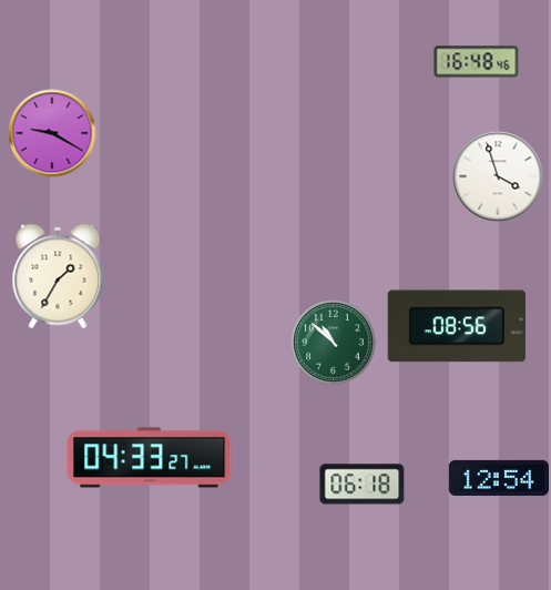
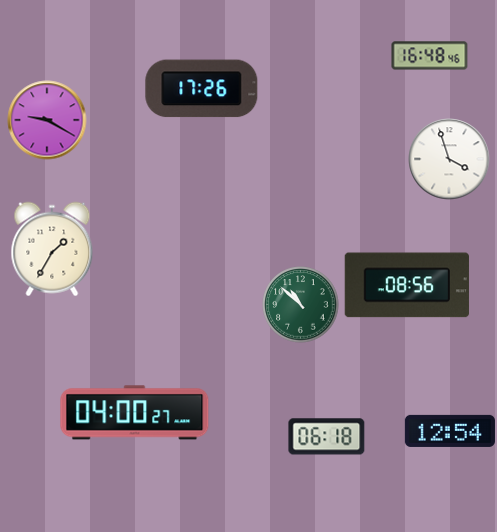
clock at (202, 89): none -> 17:26
clock at (457, 326) position: (457, 326) -> (407, 285)
clock at (334, 343) position: (334, 343) -> (301, 305)
clock at (150, 458): 04:33 -> 04:00
